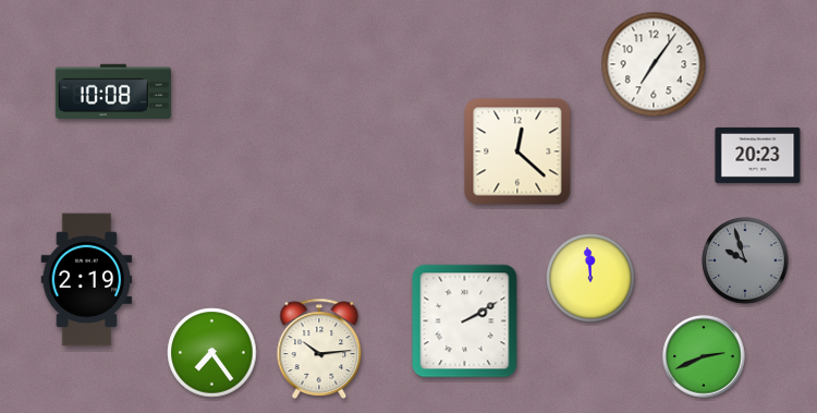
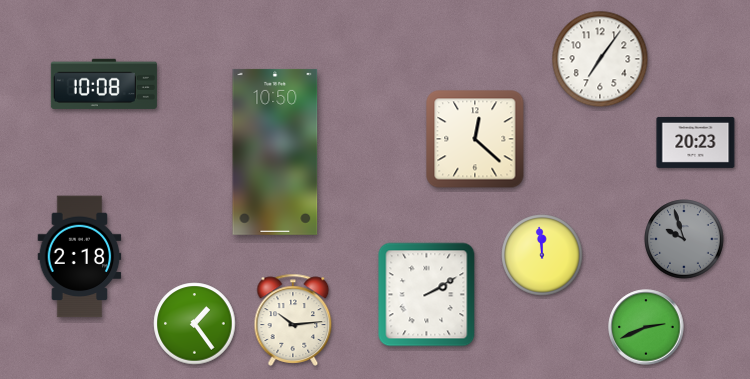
clock at (275, 152): none -> 10:50
clock at (87, 280): 2:19 -> 2:18
clock at (212, 353): 7:24 -> 1:24
